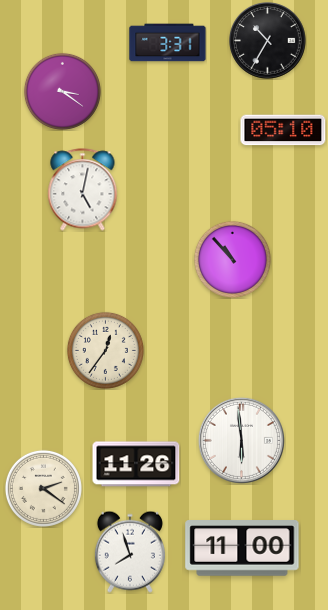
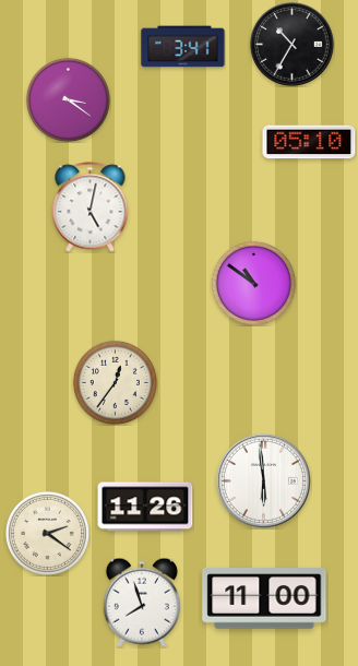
clock at (168, 43): 3:31 -> 3:41
clock at (232, 259): 10:53 -> 10:51
clock at (136, 464) position: (136, 464) -> (145, 507)
